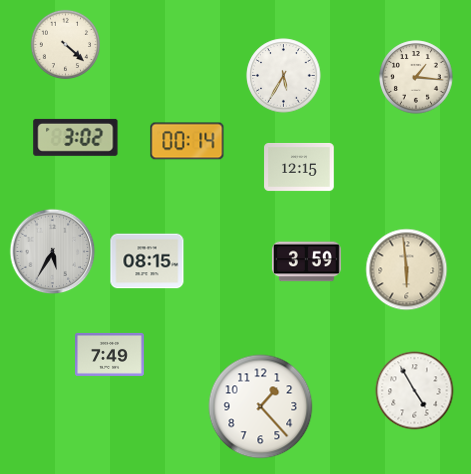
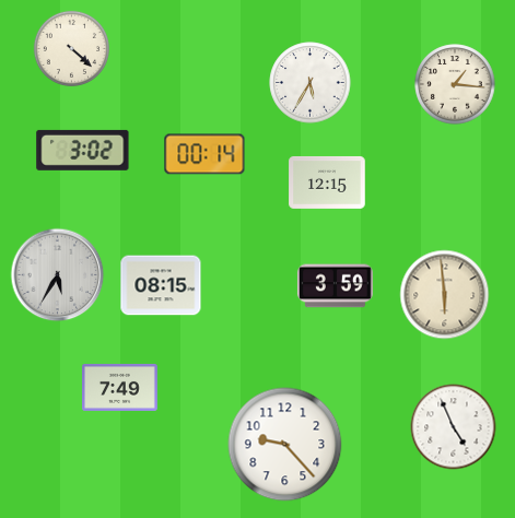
clock at (415, 391): 4:55 -> 4:56
clock at (261, 407): 1:23 -> 9:23
